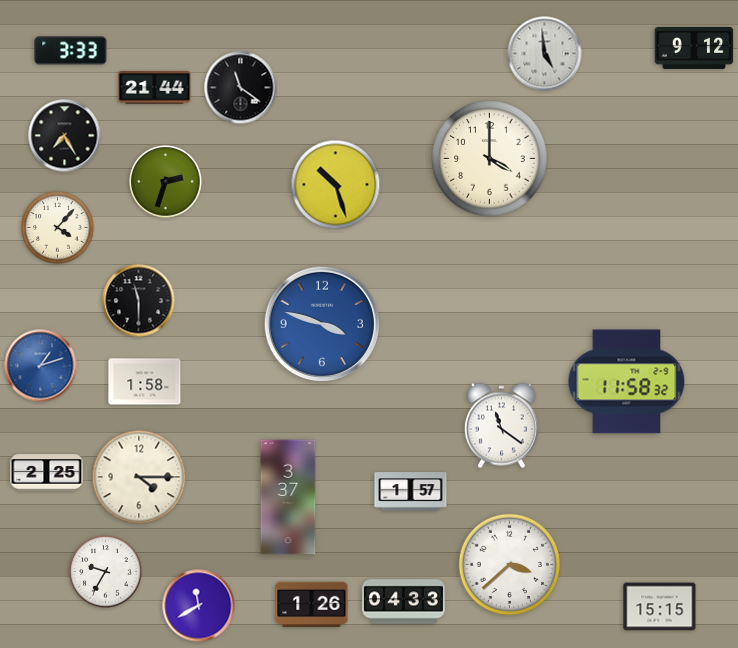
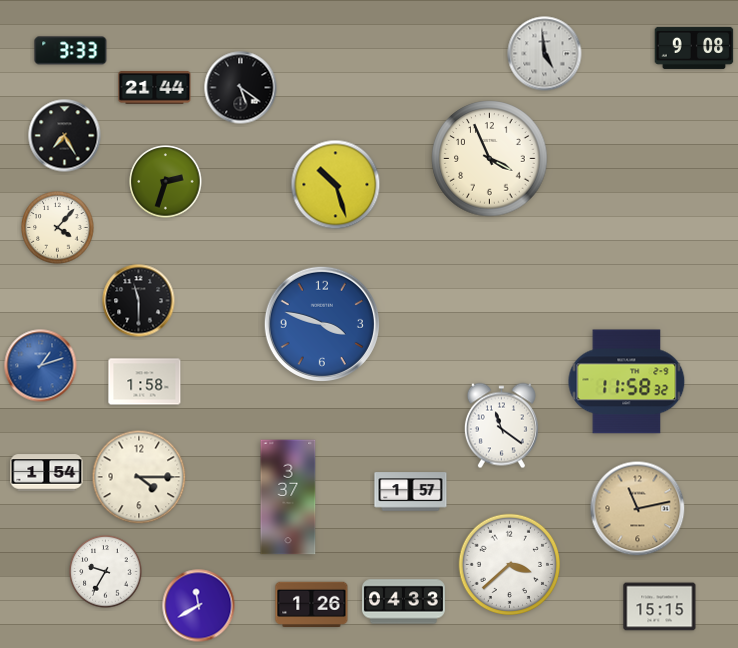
clock at (694, 48): 9:12 -> 9:08
clock at (241, 88): 11:21 -> 5:21
clock at (490, 159): 4:00 -> 3:56
clock at (47, 473): 2:25 -> 1:54
clock at (638, 509): none -> 11:13
